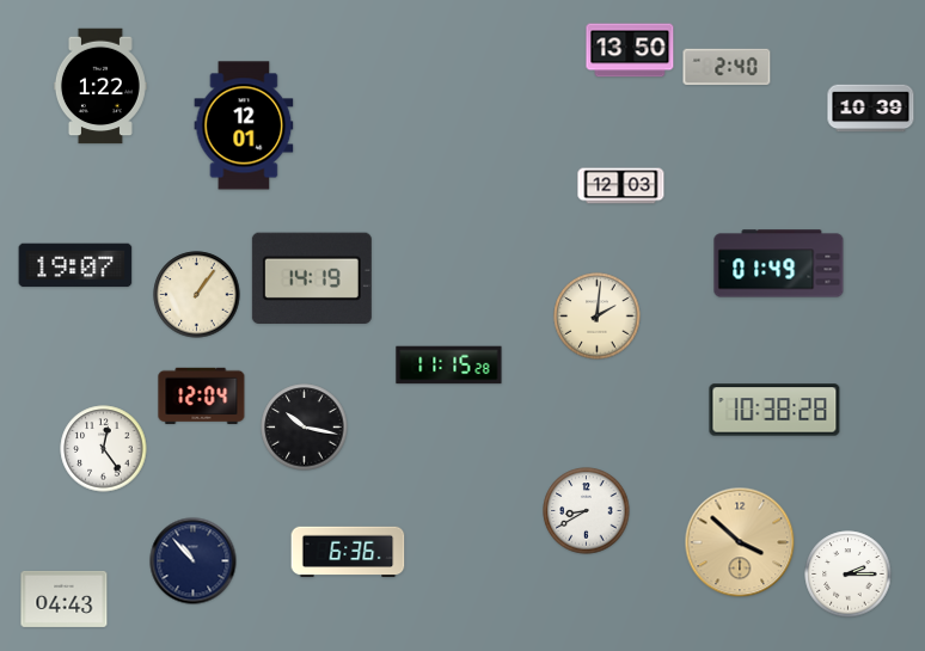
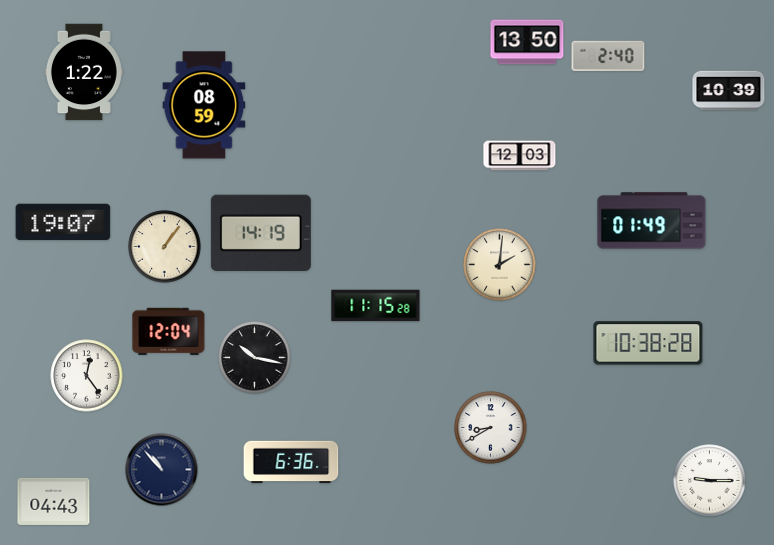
clock at (244, 125): 12:01 -> 08:59
clock at (740, 542): 3:52 -> none
clock at (849, 575): 2:15 -> 9:15
